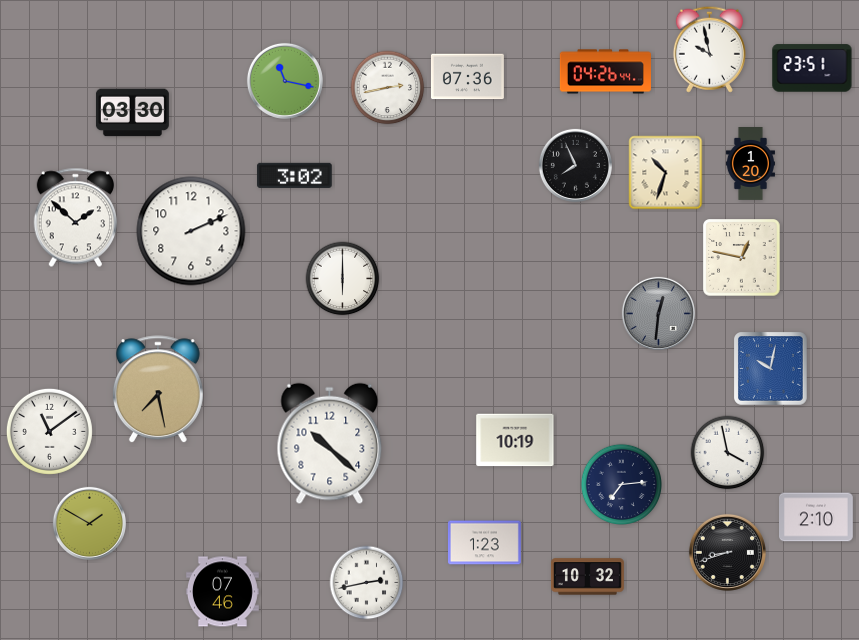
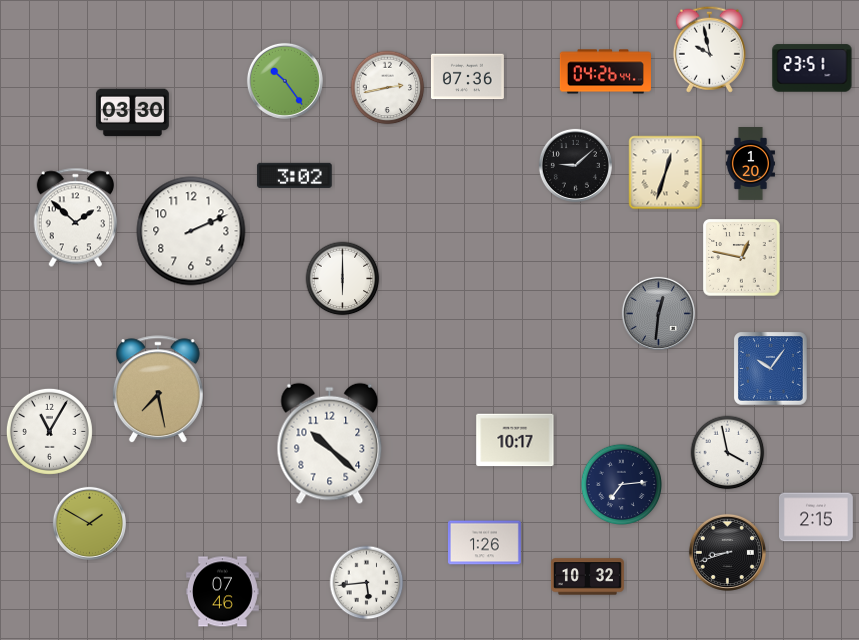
clock at (285, 81): 11:17 -> 10:24
clock at (575, 165): 7:56 -> 9:08
clock at (666, 173): 10:33 -> 12:33
clock at (771, 369): 10:02 -> 10:06
clock at (49, 431): 11:09 -> 11:05
clock at (515, 440): 10:19 -> 10:17
clock at (817, 517): 2:10 -> 2:15
clock at (484, 543): 1:23 -> 1:26
clock at (367, 583): 2:43 -> 5:44
